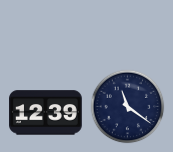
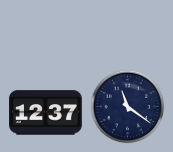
clock at (46, 113): 12:39 -> 12:37
